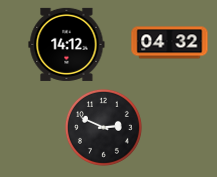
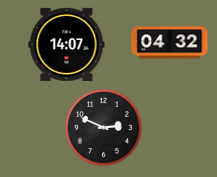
clock at (67, 44): 14:12 -> 14:07
